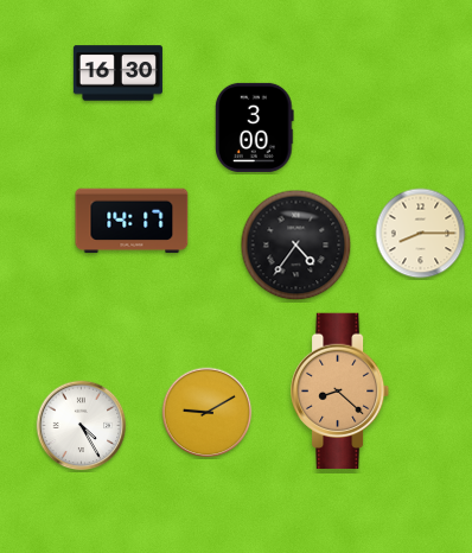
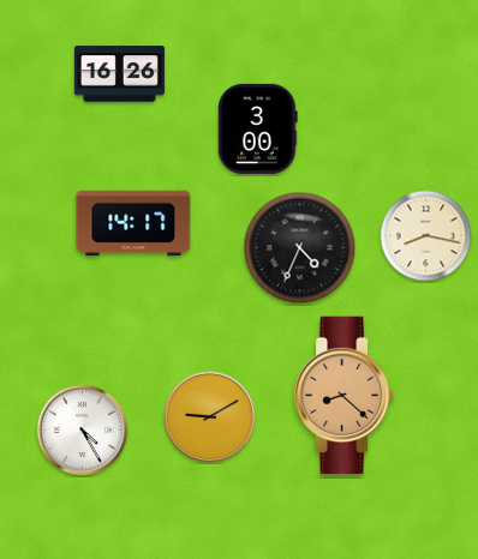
clock at (117, 74): 16:30 -> 16:26
clock at (421, 234): 8:15 -> 8:17
clock at (296, 246): 4:36 -> 4:34
